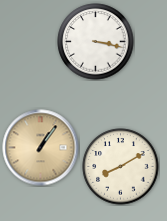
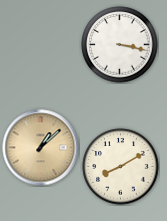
clock at (96, 42) position: (96, 42) -> (120, 45)
clock at (41, 148): 1:06 -> 1:08
